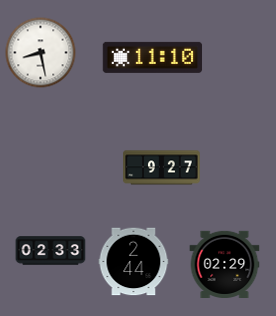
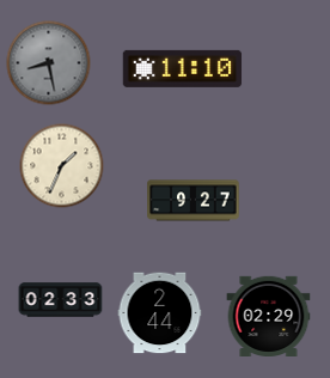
clock at (41, 53) dial: white -> grey
clock at (62, 166): none -> 1:34
